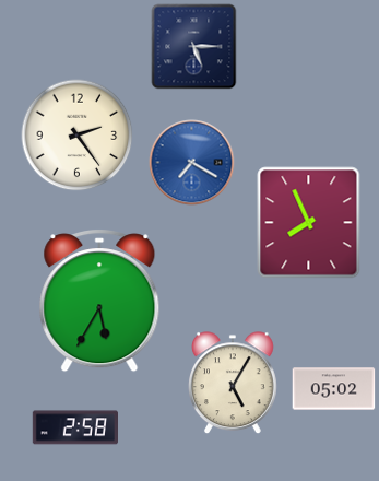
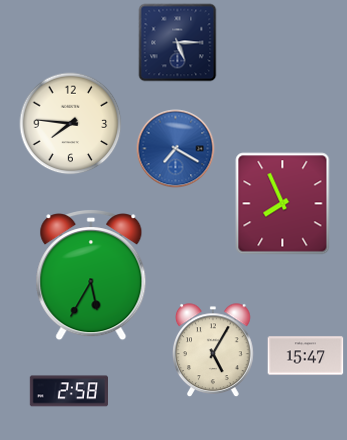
clock at (78, 136): 2:24 -> 7:46
clock at (334, 389): 05:02 -> 15:47
